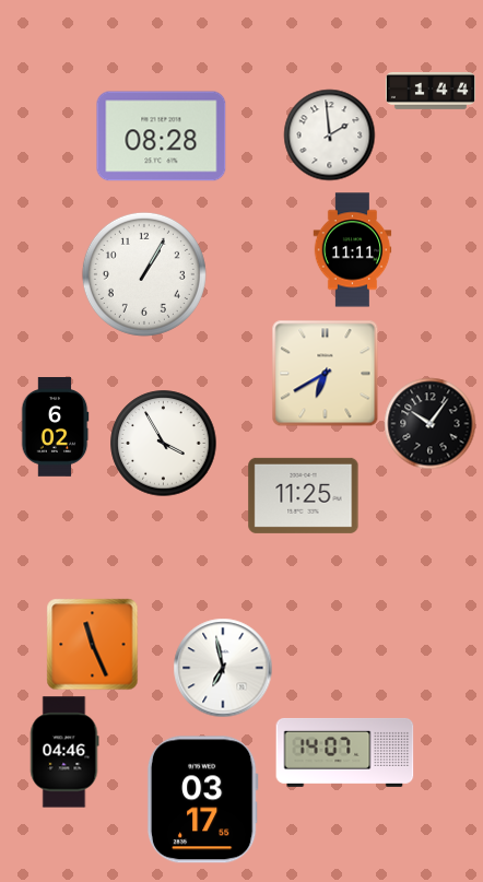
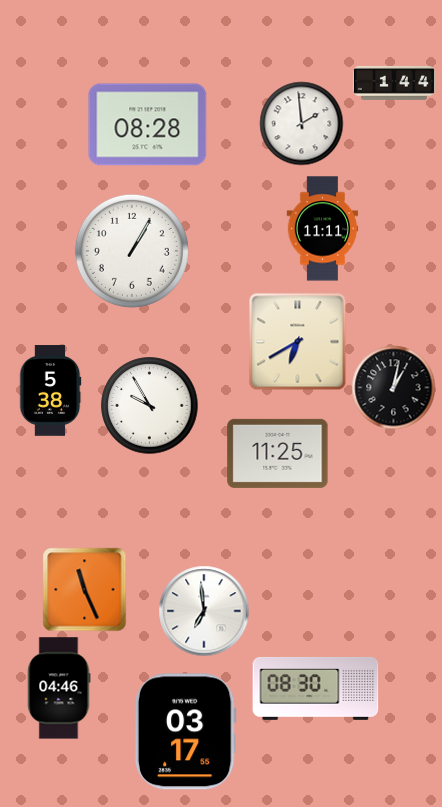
clock at (429, 423): 10:06 -> 1:02
clock at (55, 427): 6:02 -> 5:38
clock at (164, 444): 3:55 -> 9:55
clock at (223, 668): 6:58 -> 6:59
clock at (345, 752): 14:07 -> 08:30
